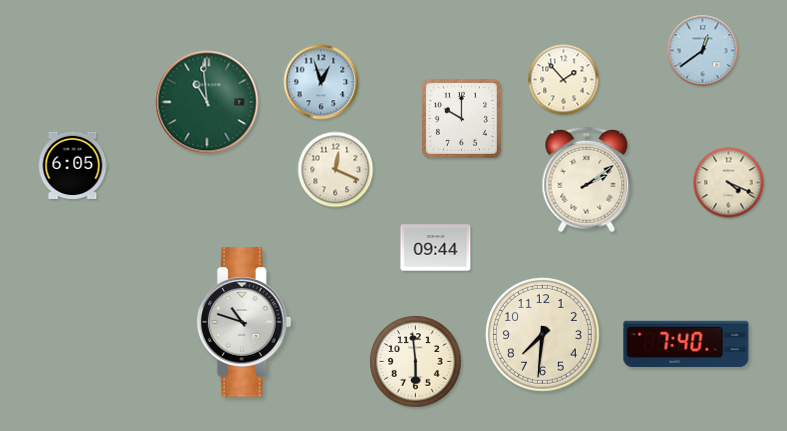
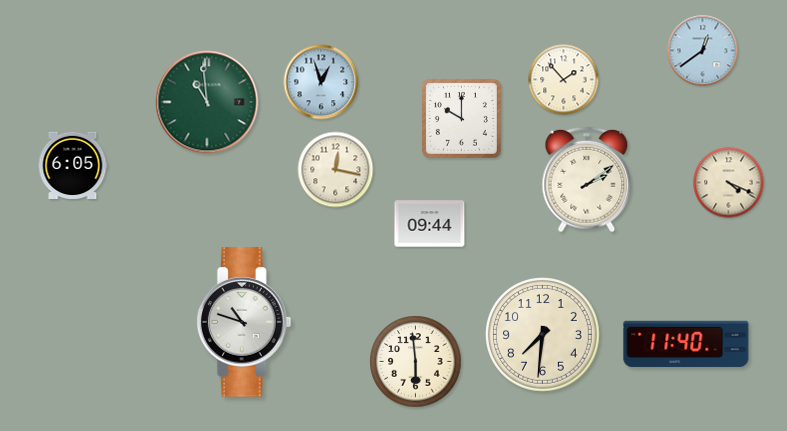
clock at (336, 170): 12:19 -> 12:17
clock at (436, 248) position: (436, 248) -> (430, 224)
clock at (686, 344): 7:40 -> 11:40
